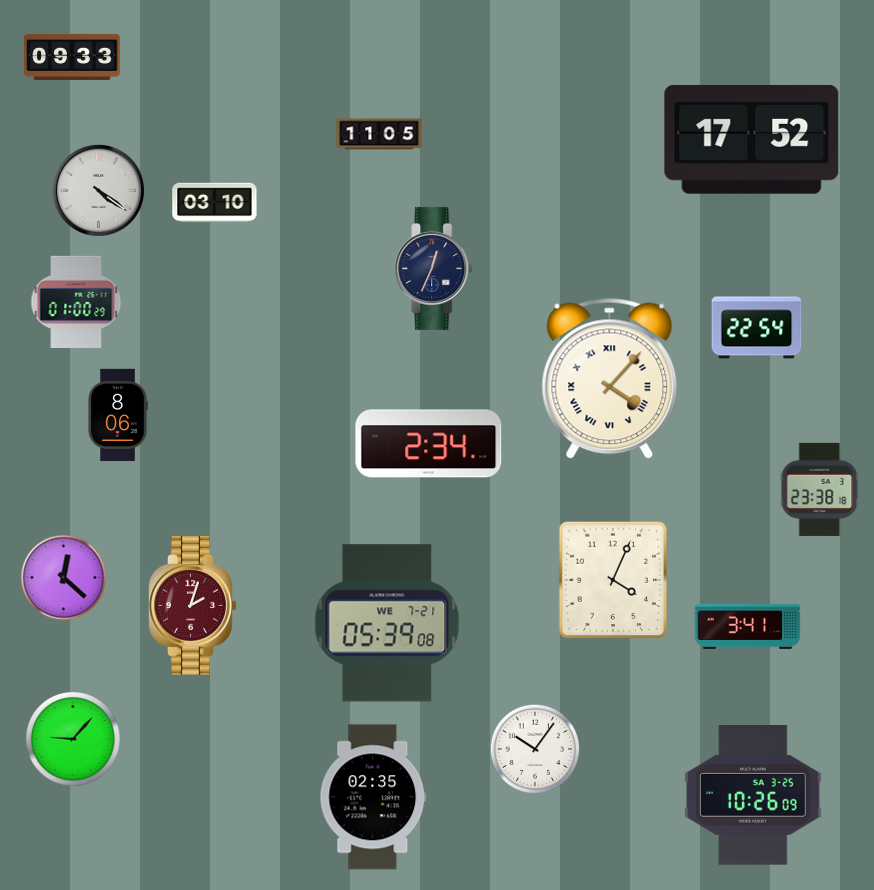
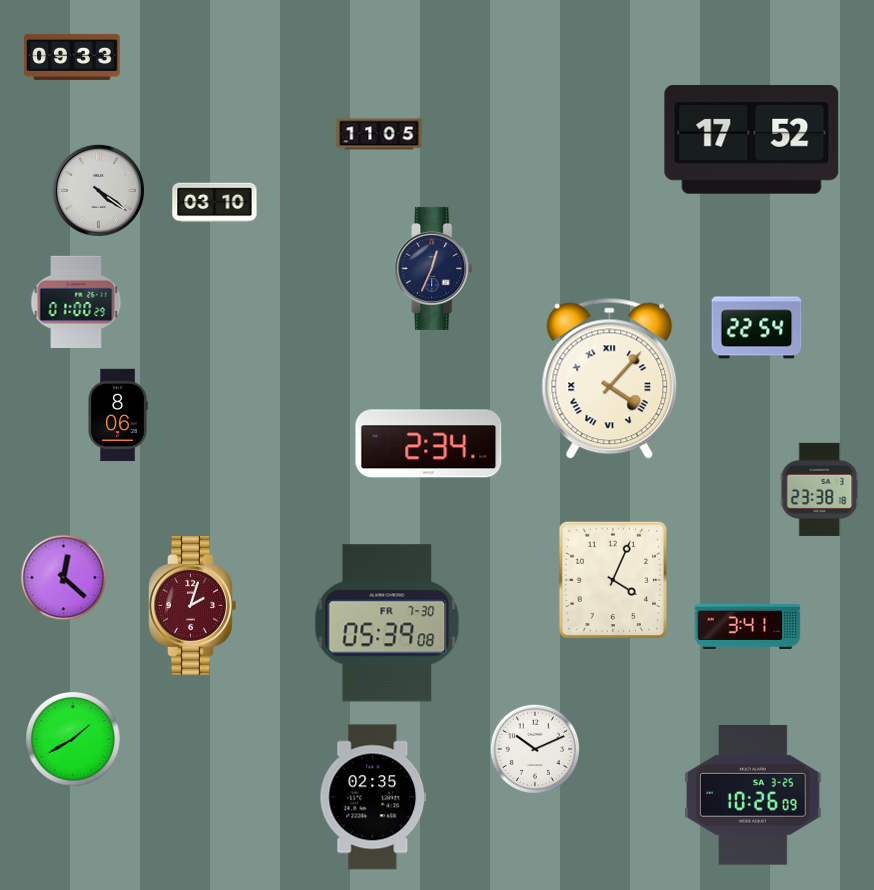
clock at (387, 623) date: WE 7-21 -> FR 7-30
clock at (74, 740): 9:07 -> 1:40
clock at (535, 749): 10:06 -> 10:11
